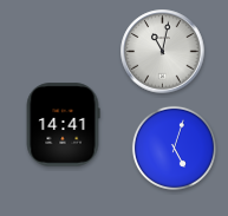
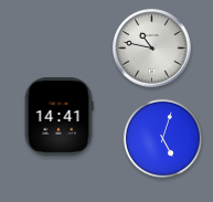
clock at (163, 52): 11:02 -> 10:47
